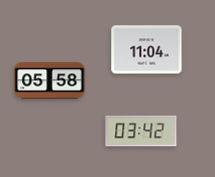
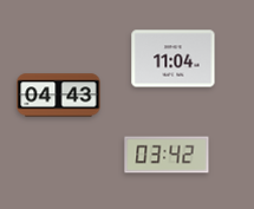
clock at (50, 81): 05:58 -> 04:43
